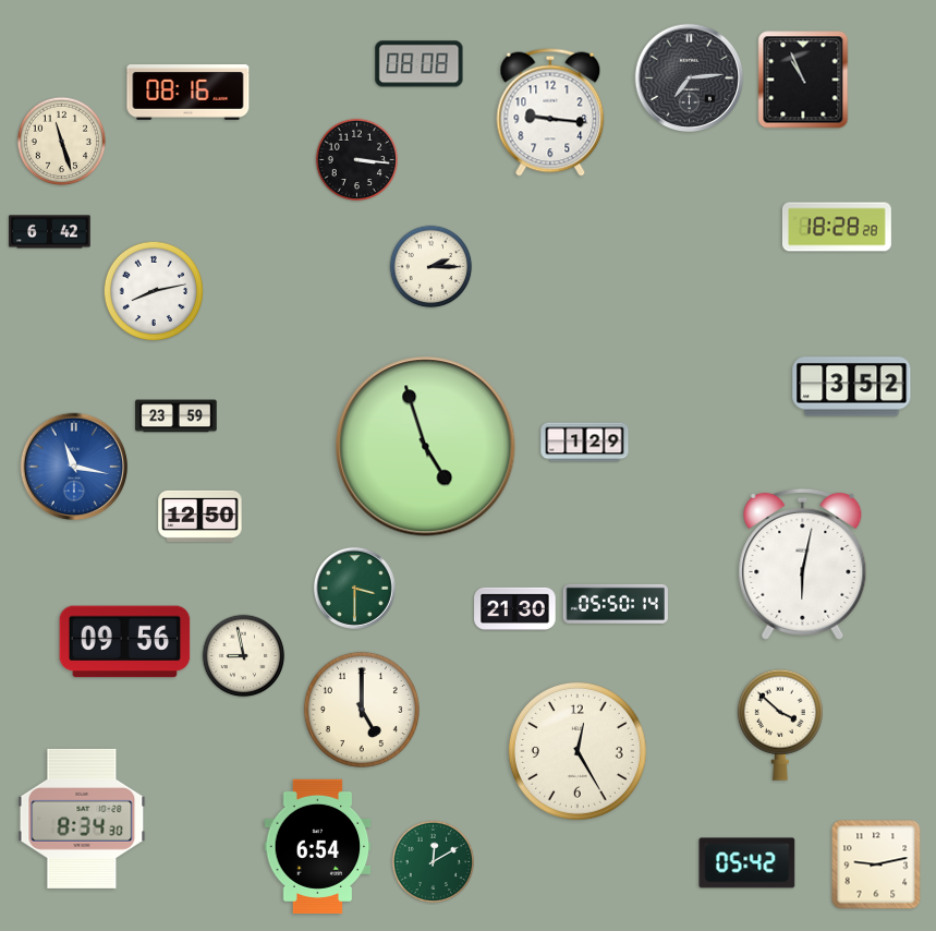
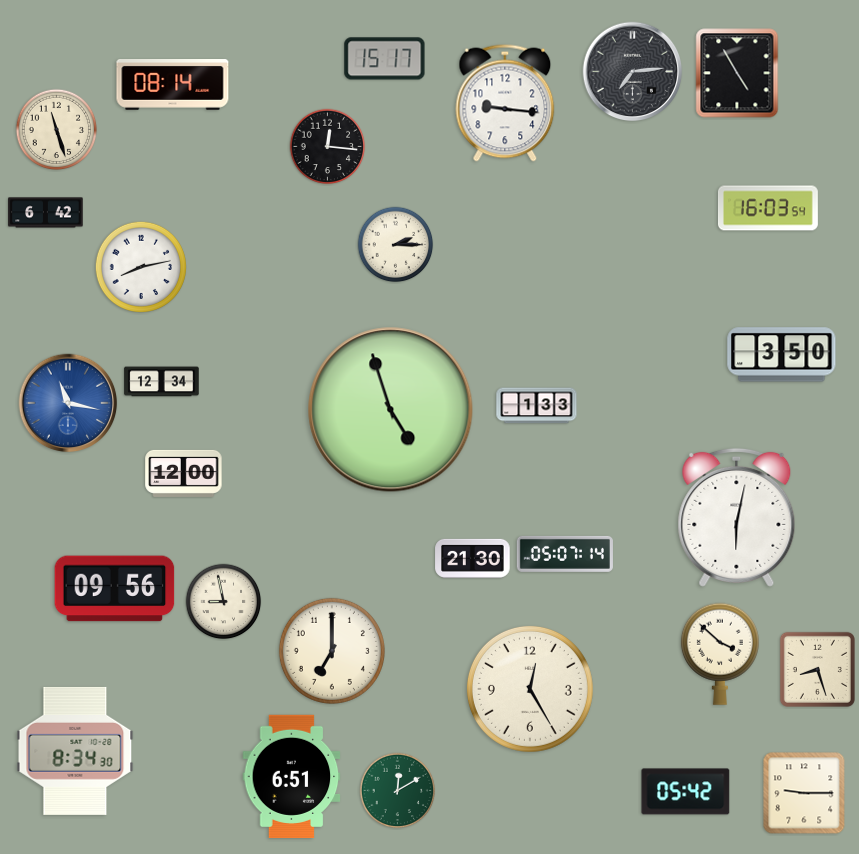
clock at (420, 64): 08:08 -> 15:17
clock at (803, 80): 10:56 -> 4:55
clock at (189, 93): 08:16 -> 08:14
clock at (357, 160): 3:16 -> 12:16
clock at (837, 227): 18:28 -> 16:03
clock at (852, 387): 3:52 -> 3:50
clock at (177, 416): 23:59 -> 12:34
clock at (585, 443): 1:29 -> 1:33
clock at (74, 467) position: (74, 467) -> (68, 403)
clock at (200, 516): 12:50 -> 12:00
clock at (354, 588): 3:30 -> none
clock at (616, 604): 05:50 -> 05:07
clock at (362, 710): 5:00 -> 7:00
clock at (780, 725) position: (780, 725) -> (720, 654)
clock at (817, 669): none -> 8:27
clock at (318, 846): 6:54 -> 6:51
clock at (876, 864): 9:13 -> 9:15
